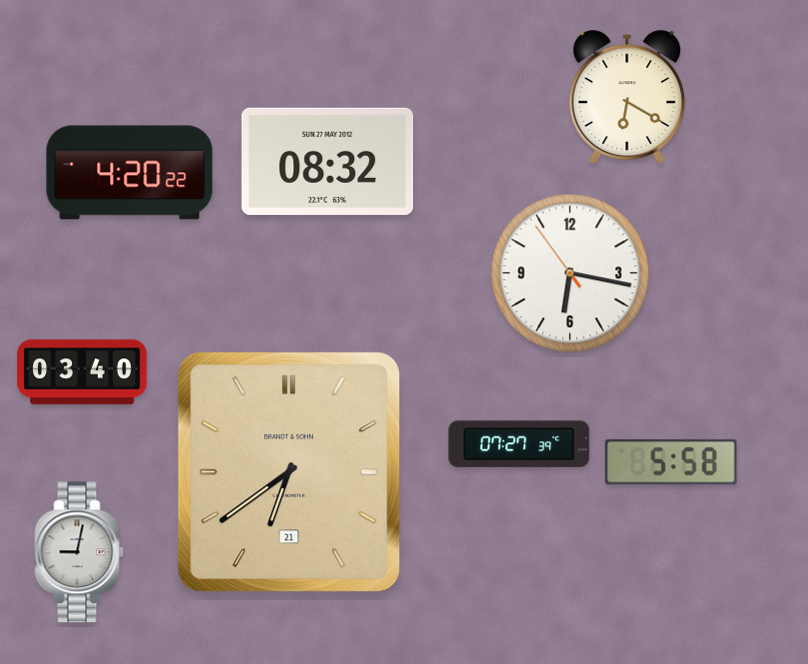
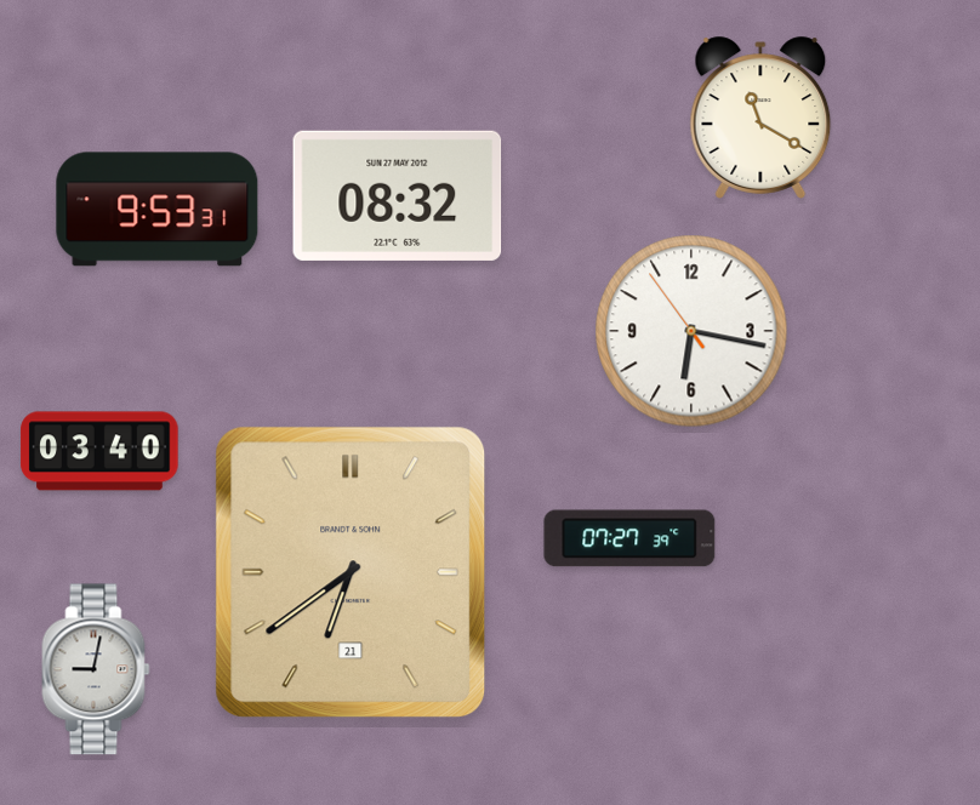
clock at (627, 97): 6:20 -> 11:20
clock at (130, 173): 4:20 -> 9:53
clock at (671, 462): 5:58 -> none
